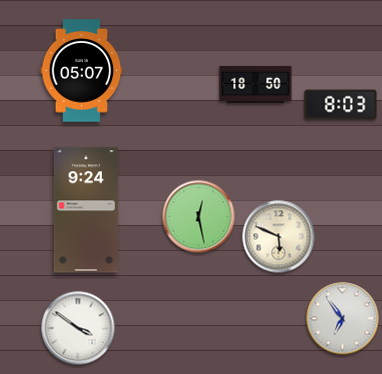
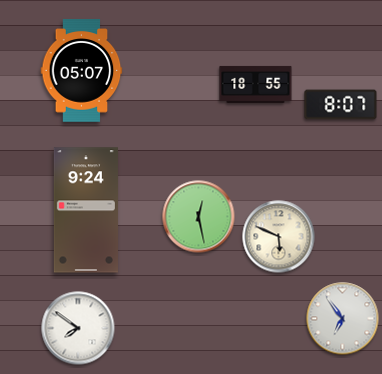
clock at (256, 84): 18:50 -> 18:55
clock at (341, 105): 8:03 -> 8:07
clock at (78, 328): 3:51 -> 7:51
